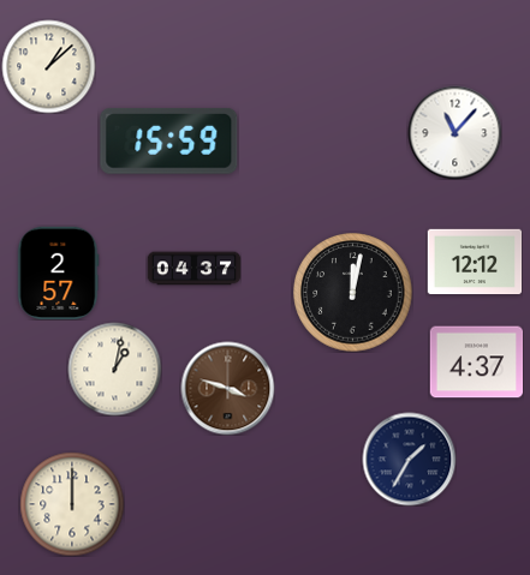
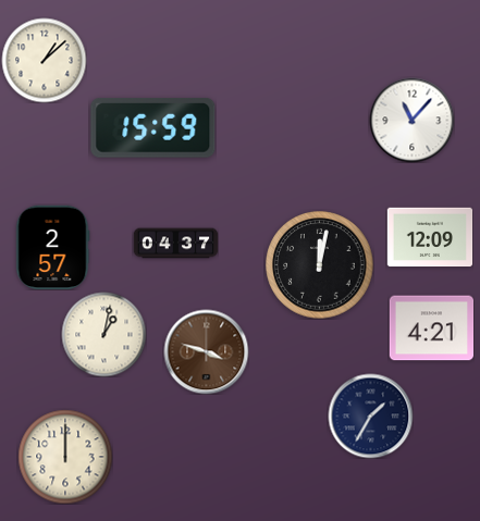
clock at (475, 262): 12:12 -> 12:09
clock at (476, 363): 4:37 -> 4:21
